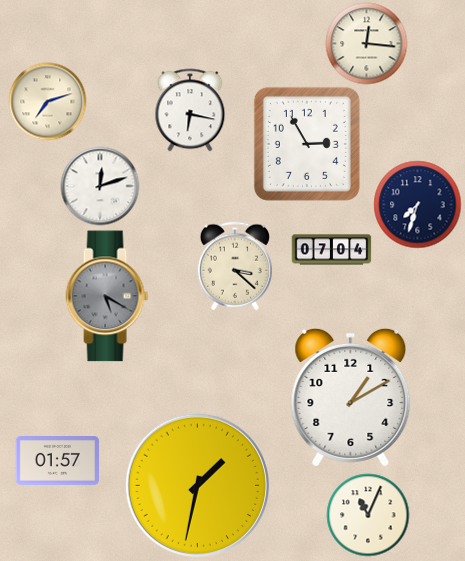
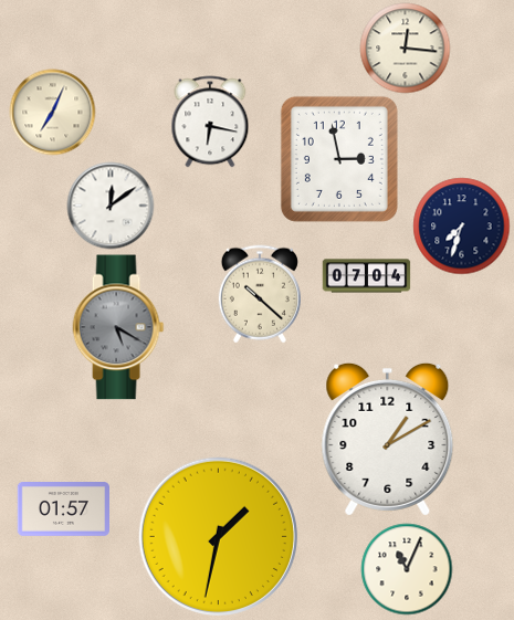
clock at (47, 101): 7:12 -> 7:04
clock at (307, 144): 2:55 -> 2:58
clock at (100, 186): 12:12 -> 12:09
clock at (235, 266): 3:22 -> 10:22
